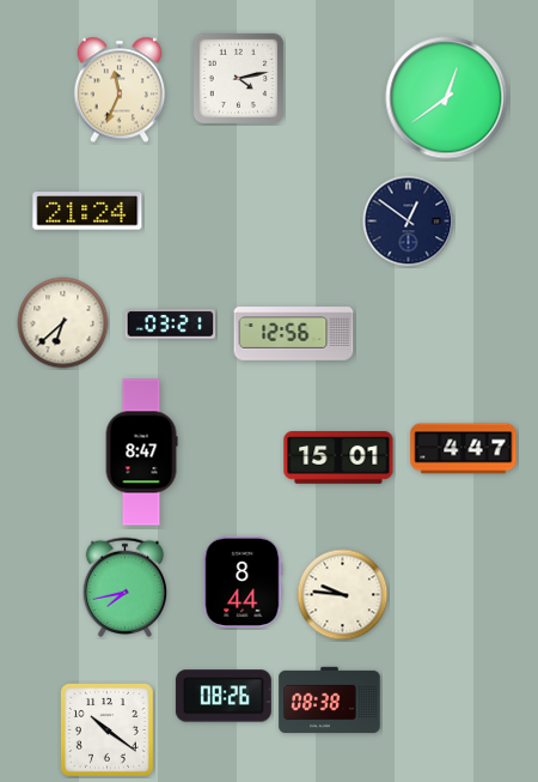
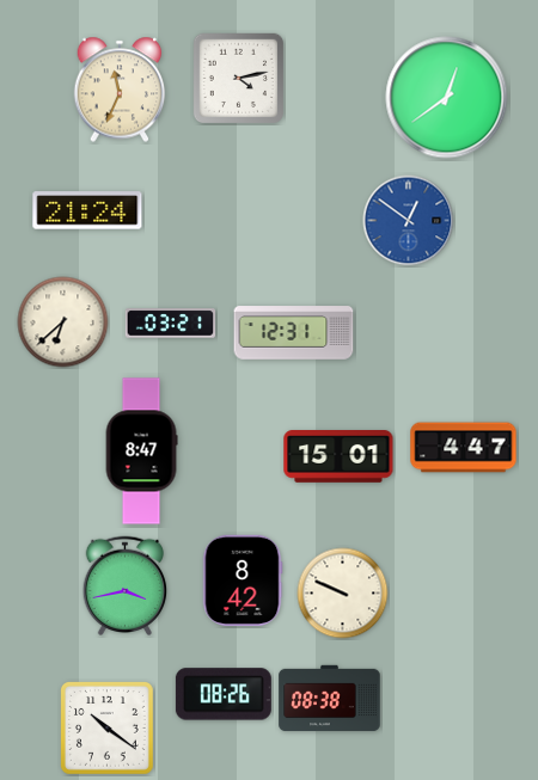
clock at (409, 222) dial: navy -> blue
clock at (294, 334): 12:56 -> 12:31
clock at (243, 582): 8:44 -> 8:42
clock at (126, 587): 7:43 -> 3:43
clock at (343, 595): 9:46 -> 9:49
